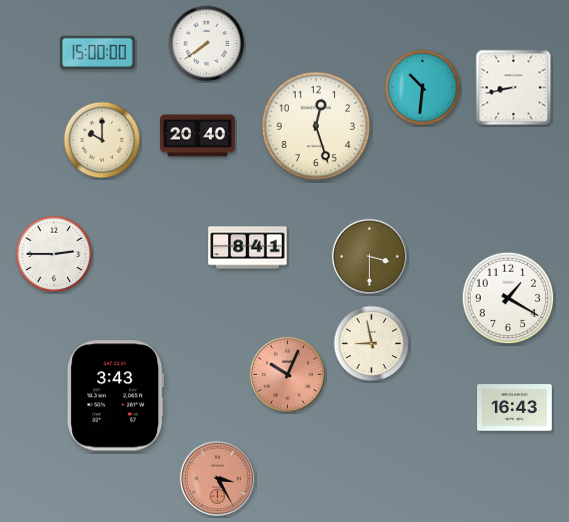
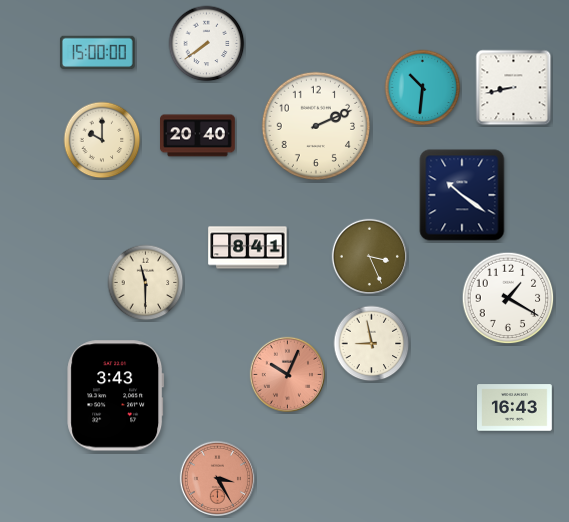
clock at (315, 125): 12:27 -> 2:11
clock at (462, 195): none -> 10:21
clock at (54, 254): 2:45 -> none
clock at (369, 256): 3:30 -> 3:26
clock at (146, 283): none -> 11:30
